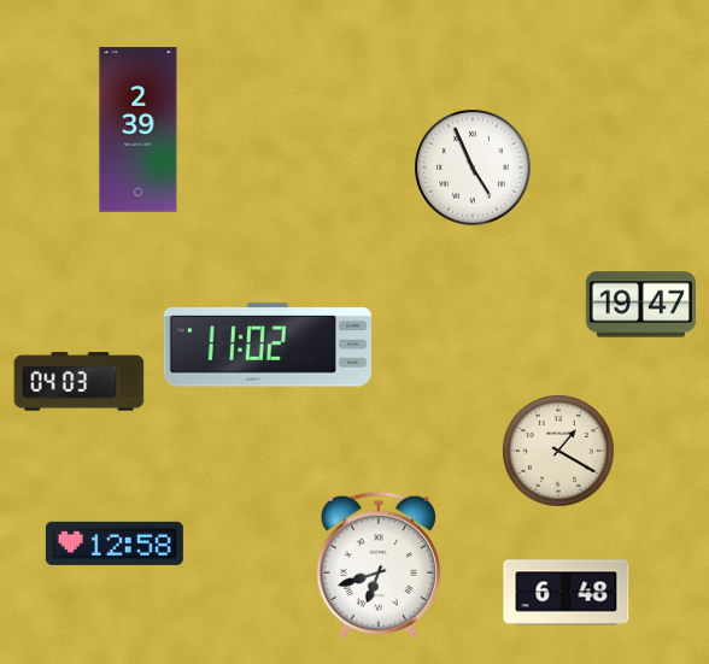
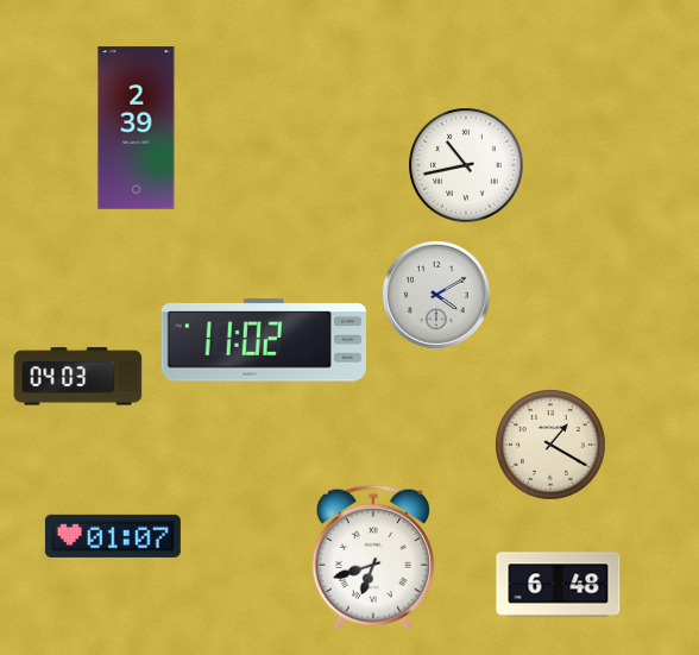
clock at (473, 168): 4:56 -> 10:43
clock at (436, 295): none -> 4:10
clock at (640, 305): 19:47 -> none
clock at (115, 543): 12:58 -> 01:07
